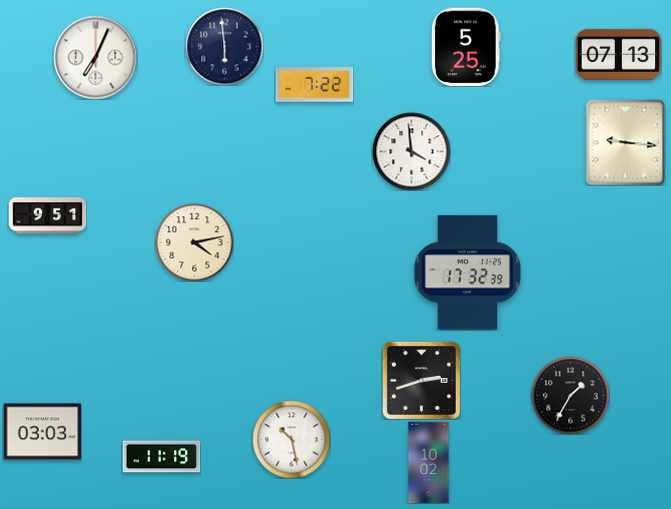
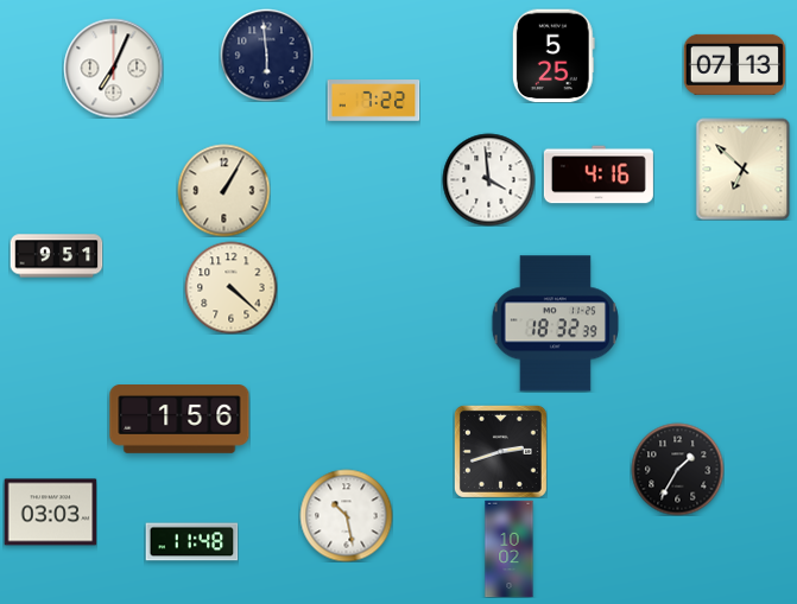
clock at (626, 142): 9:16 -> 6:52
clock at (599, 174): none -> 4:16
clock at (223, 190): none -> 1:05
clock at (194, 242): 4:13 -> 4:22
clock at (467, 273): 17:32 -> 18:32
clock at (179, 420): none -> 1:56
clock at (291, 439) position: (291, 439) -> (346, 515)
clock at (161, 457): 11:19 -> 11:48
